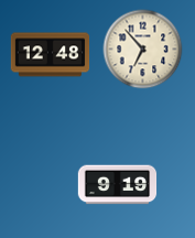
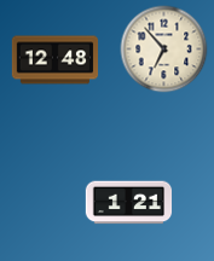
clock at (143, 50) position: (143, 50) -> (164, 50)
clock at (118, 185): 9:19 -> 1:21
